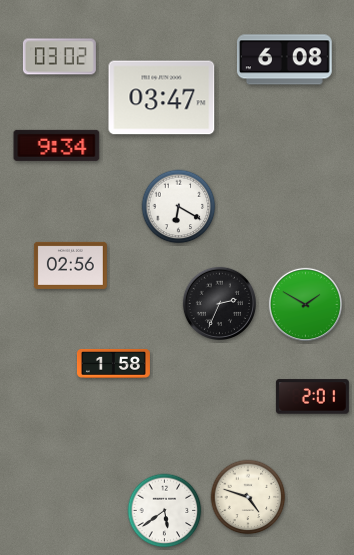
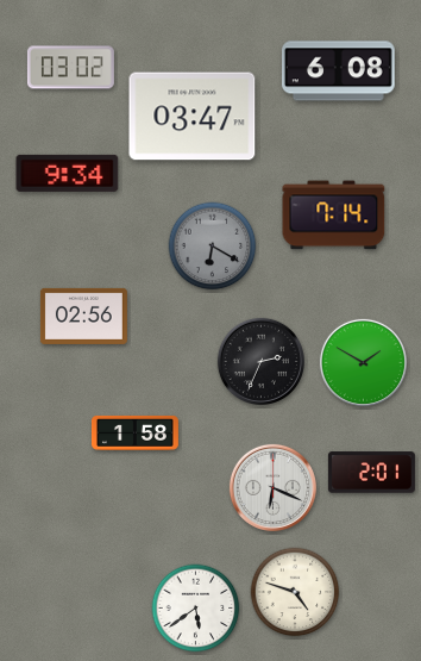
clock at (334, 216): none -> 7:14
clock at (179, 207) dial: white -> grey
clock at (272, 487): none -> 6:19
